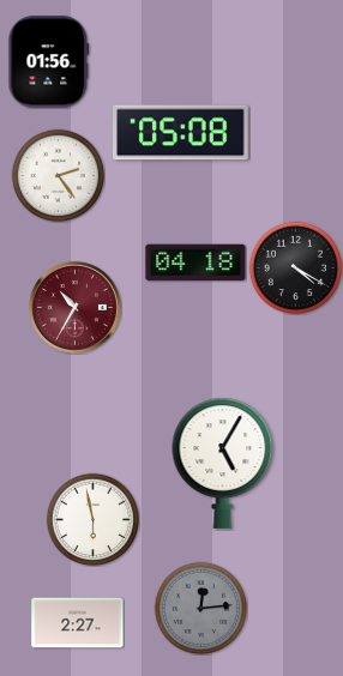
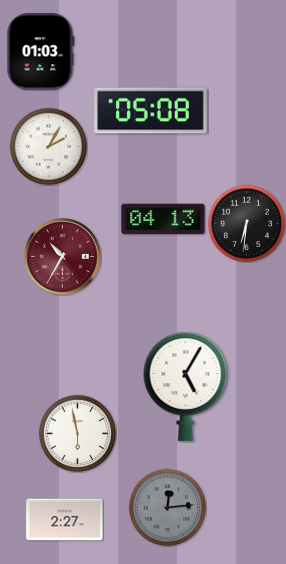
clock at (49, 62): 01:56 -> 01:03
clock at (58, 175): 2:24 -> 2:05
clock at (195, 262): 04:18 -> 04:13
clock at (295, 267): 4:20 -> 6:31
